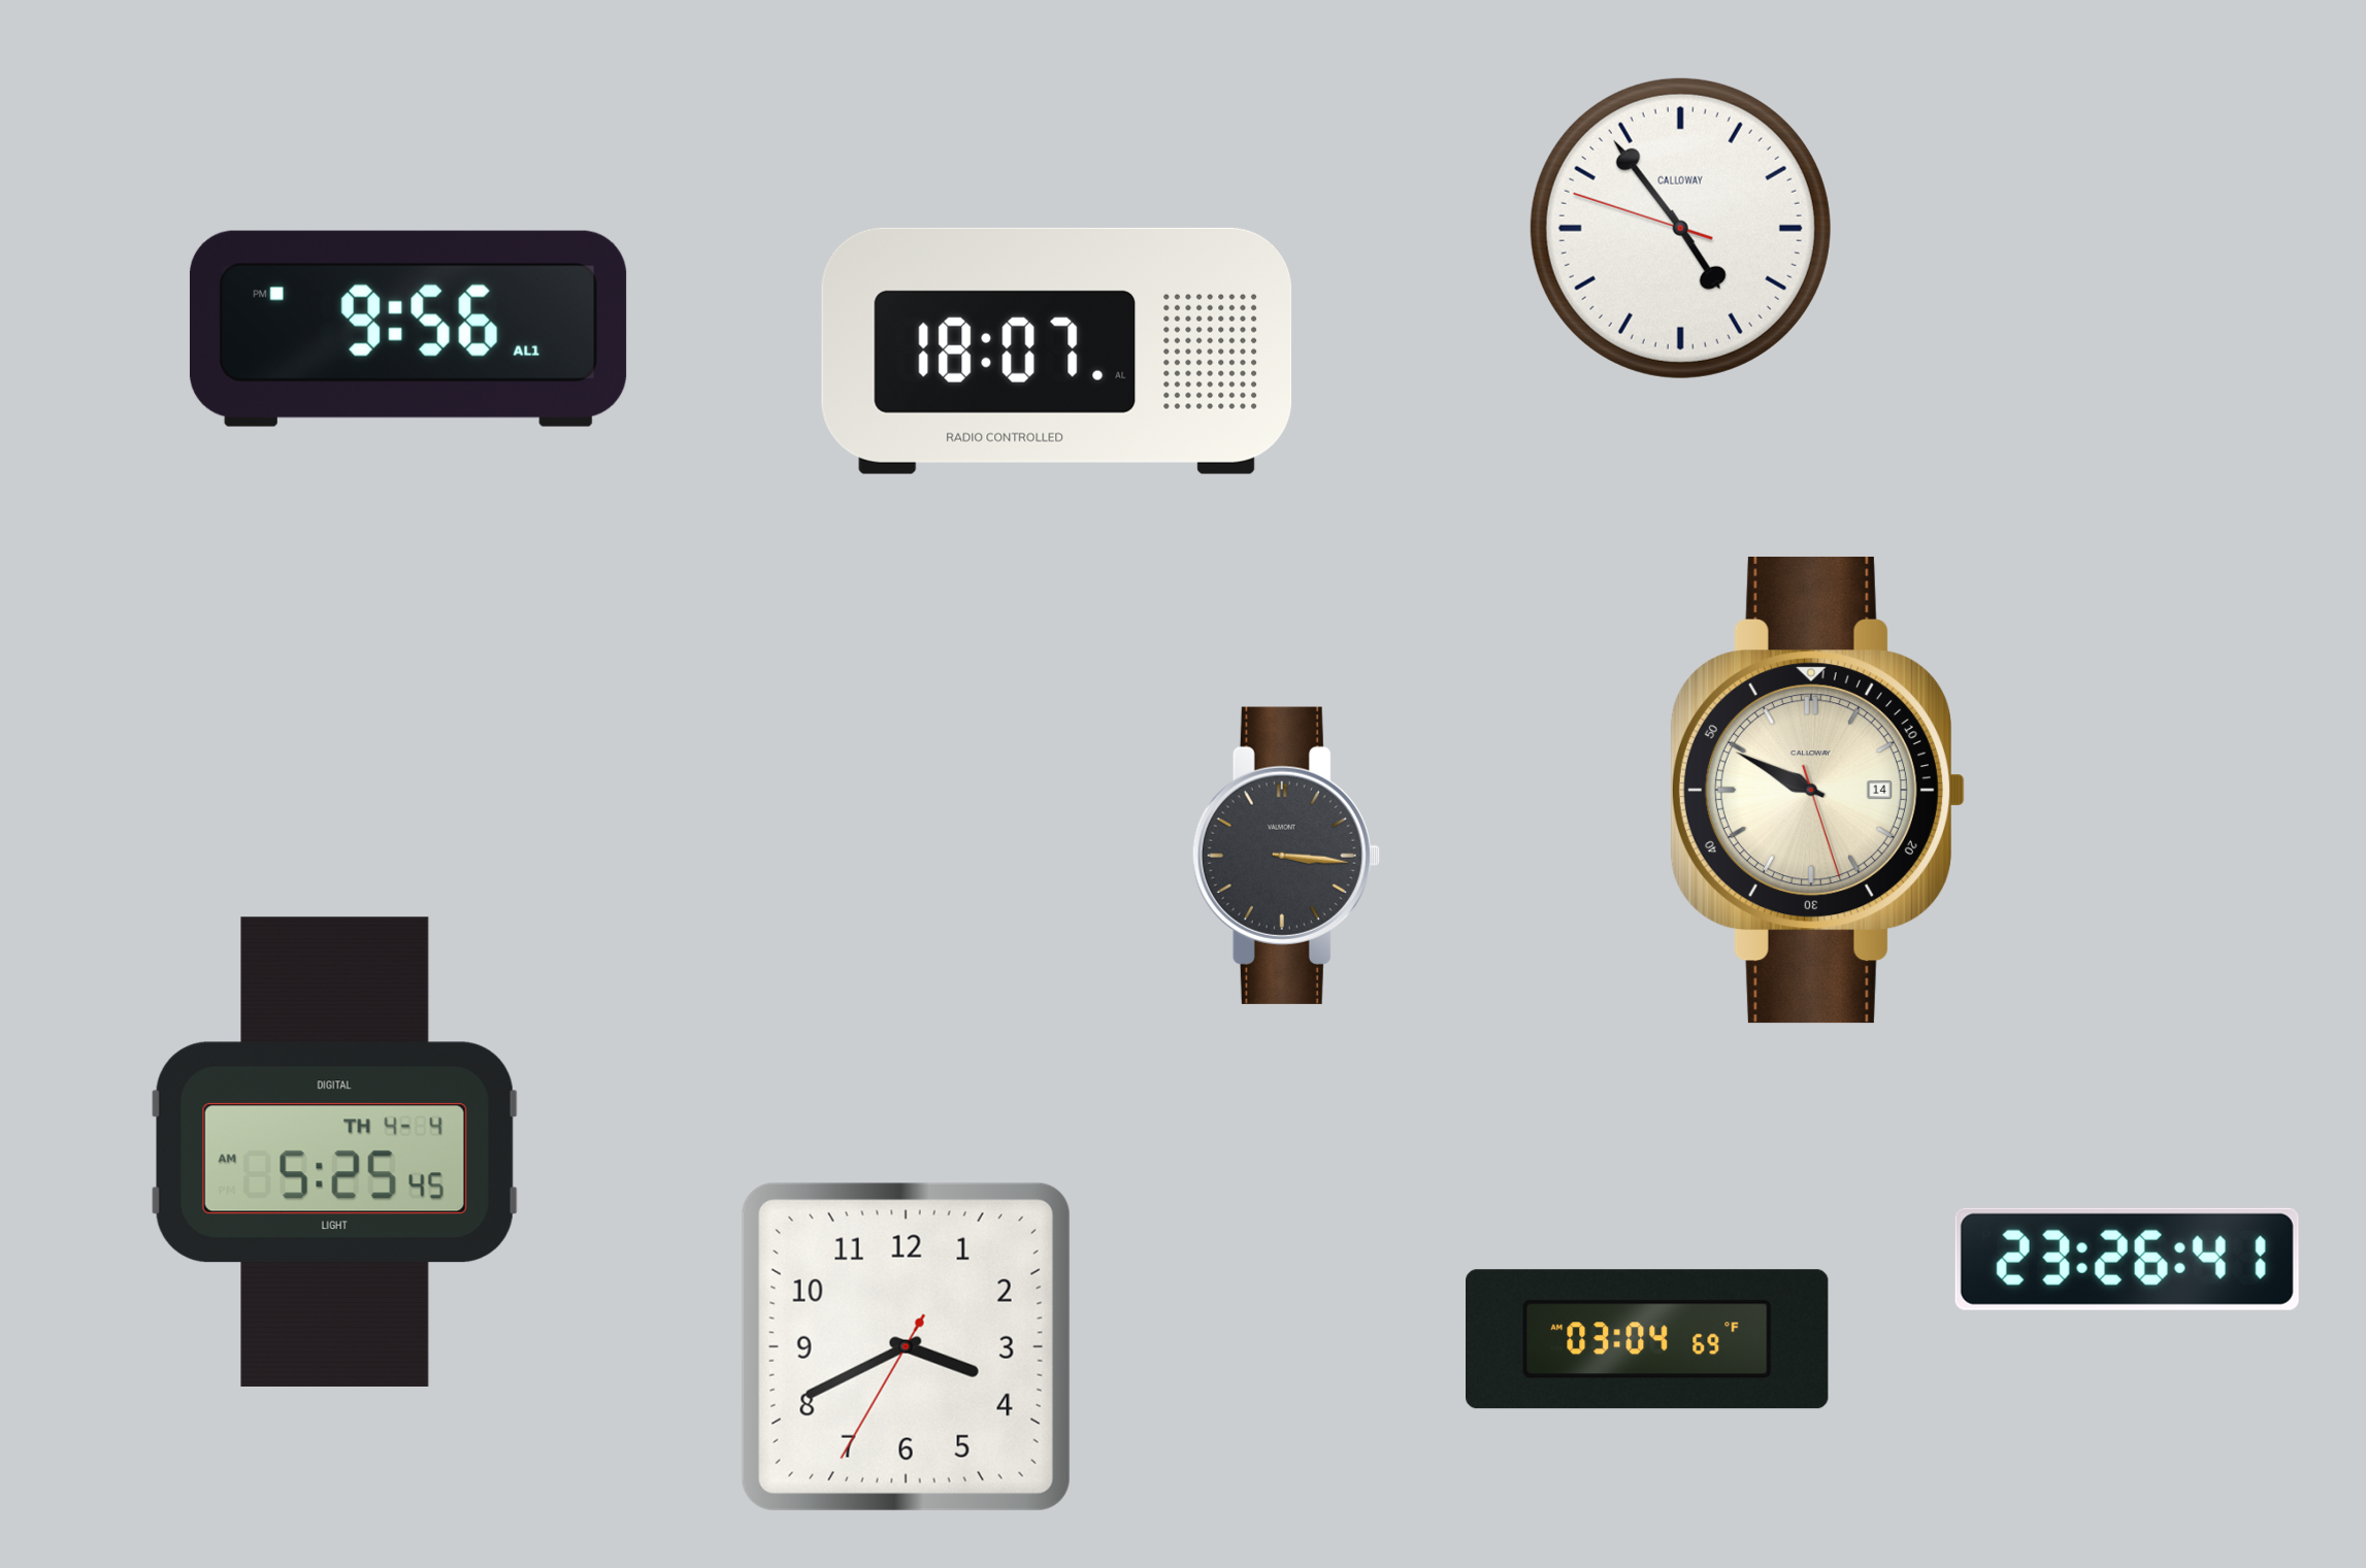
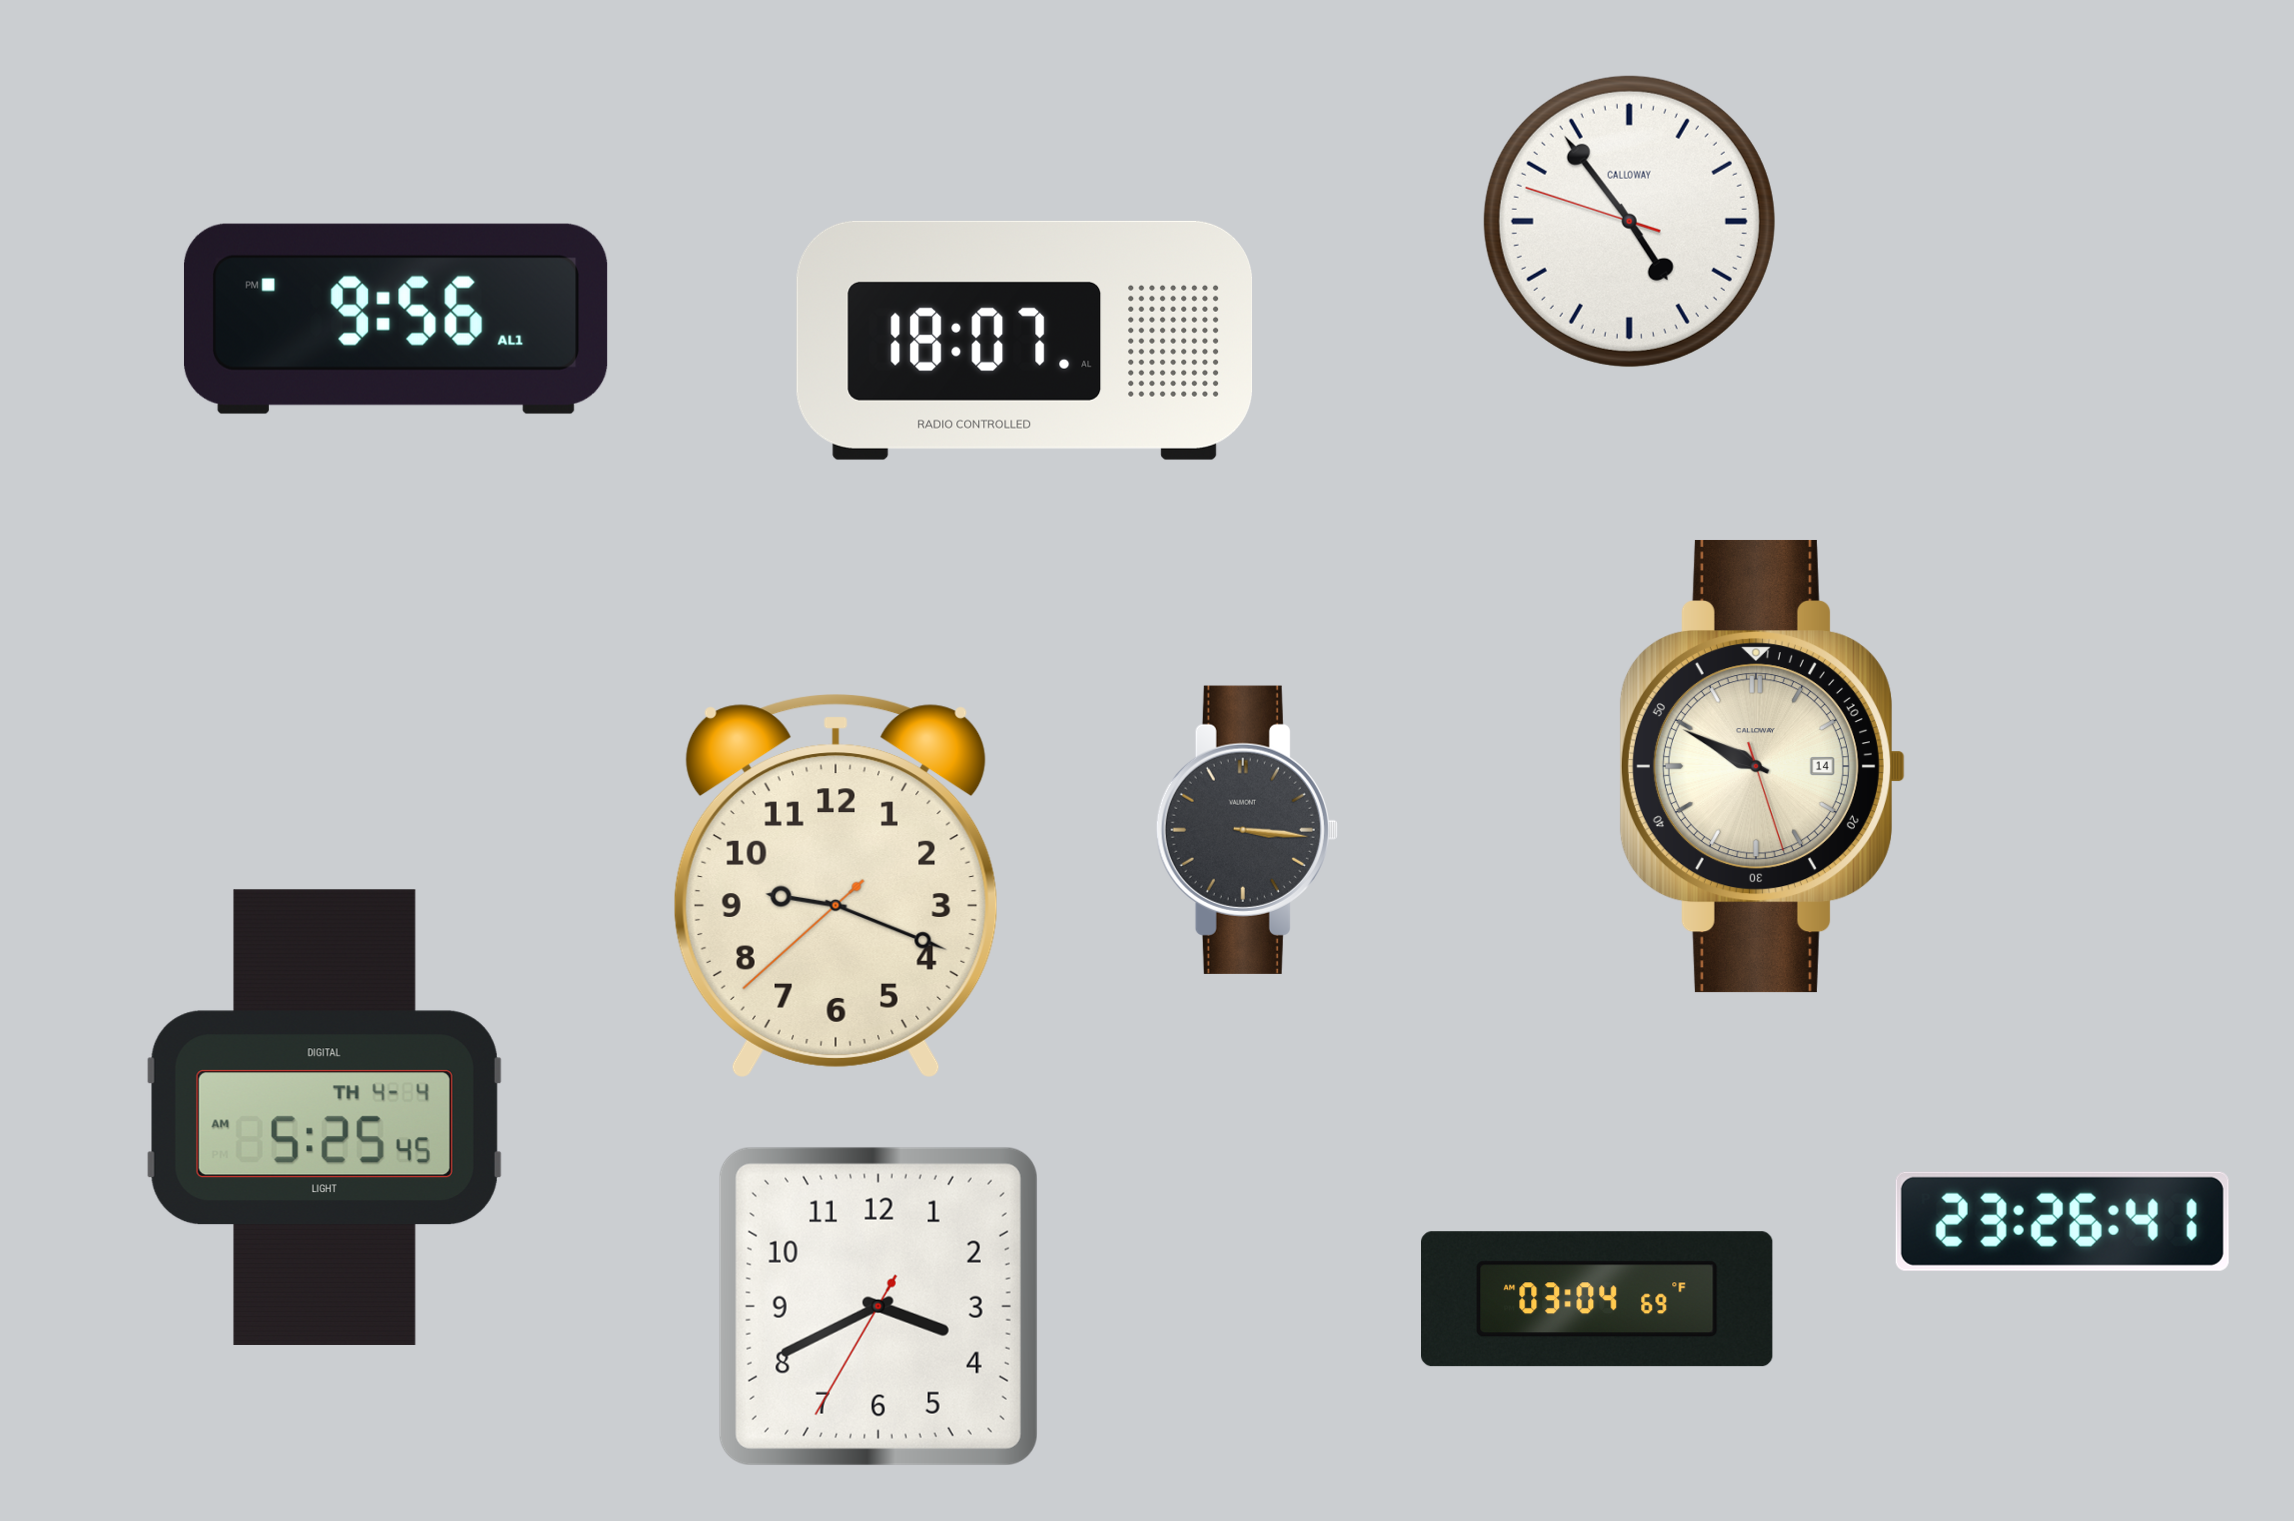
clock at (836, 886): none -> 9:18
